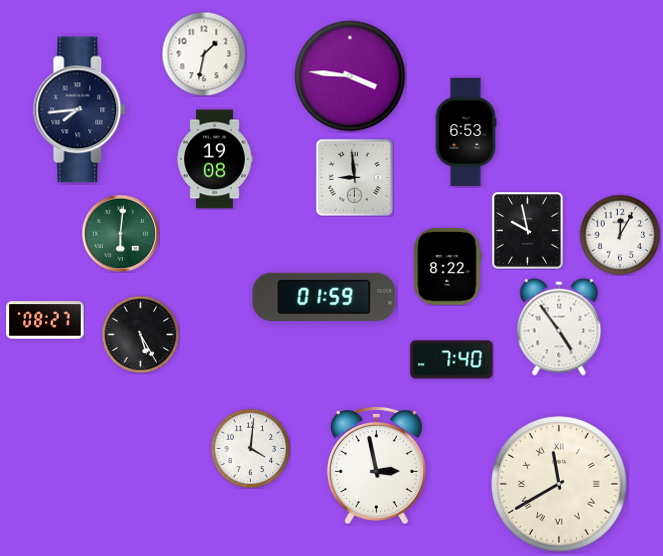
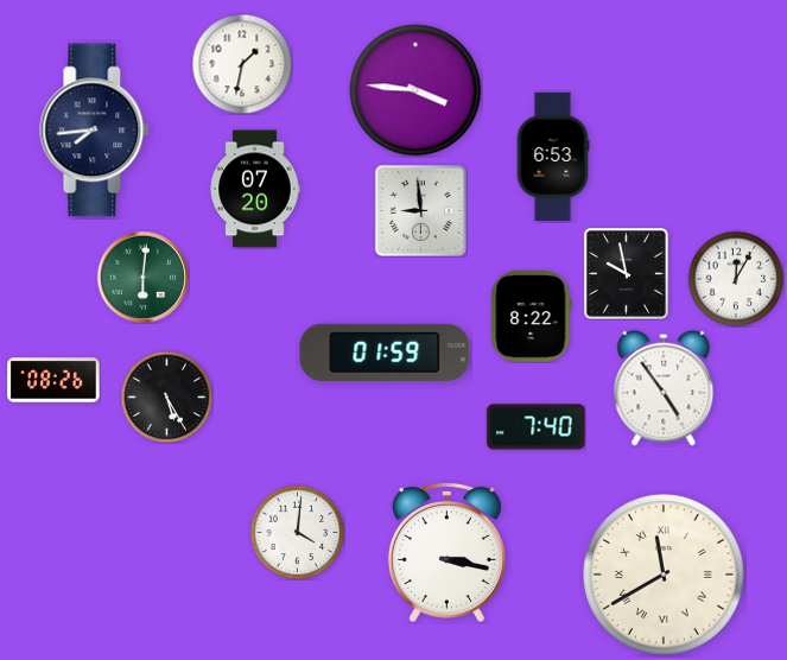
clock at (215, 159): 19:08 -> 07:20
clock at (45, 320): 08:27 -> 08:26
clock at (376, 465): 2:58 -> 3:17
